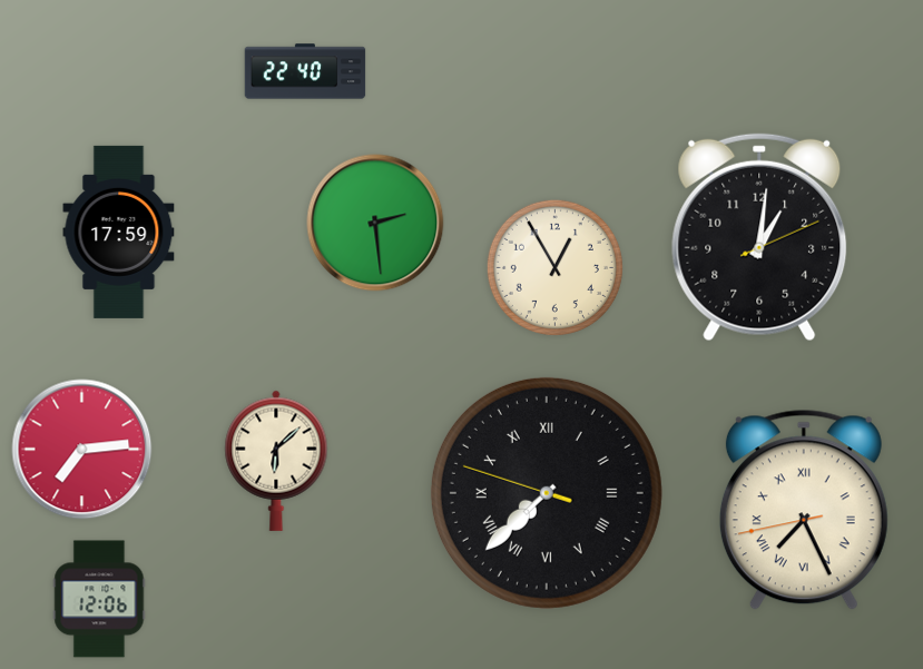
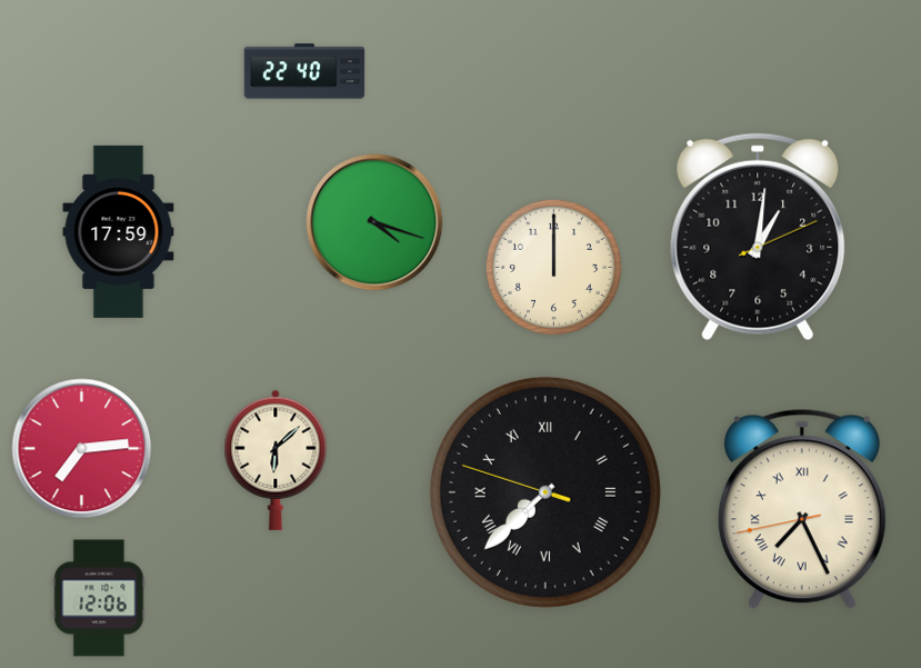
clock at (375, 223): 2:29 -> 4:18
clock at (554, 267): 12:55 -> 12:00
